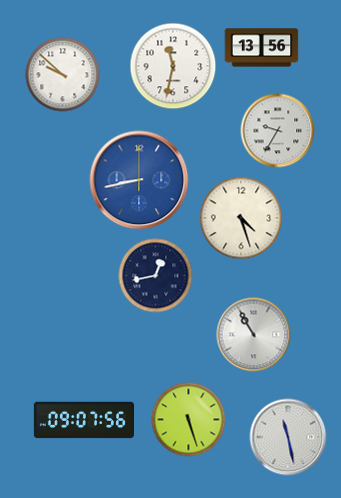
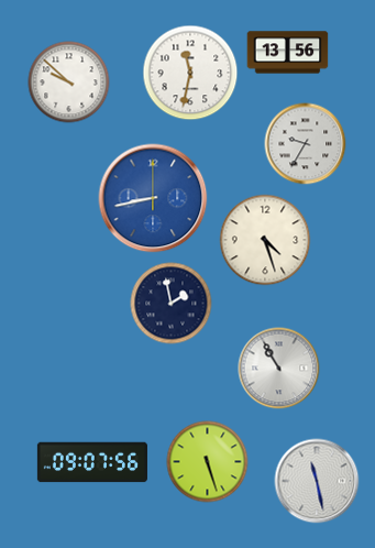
clock at (156, 276): 12:43 -> 1:58
